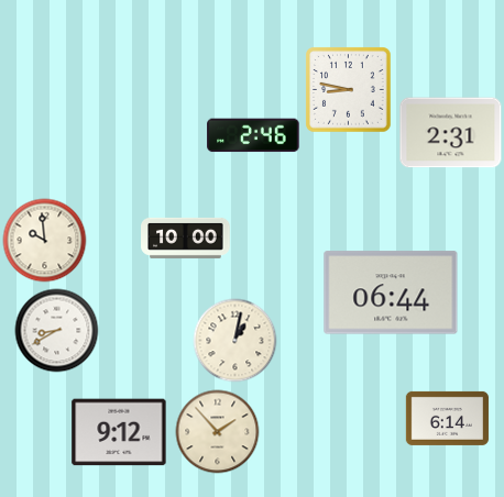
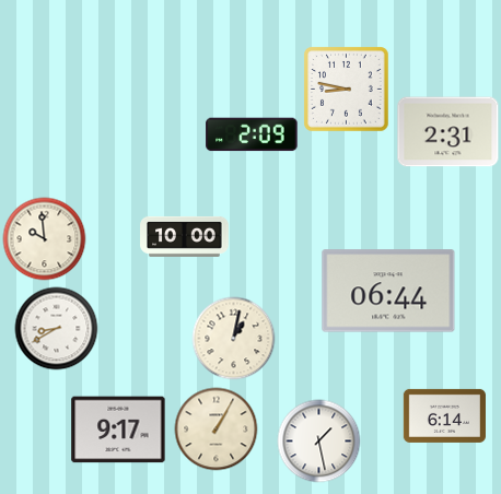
clock at (253, 135): 2:46 -> 2:09
clock at (119, 432): 9:12 -> 9:17
clock at (218, 432): 1:53 -> 1:05
clock at (319, 442): none -> 1:28
